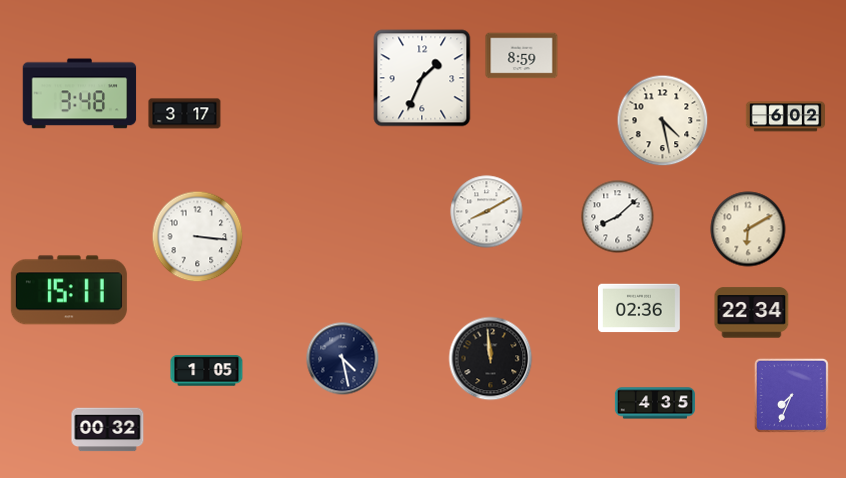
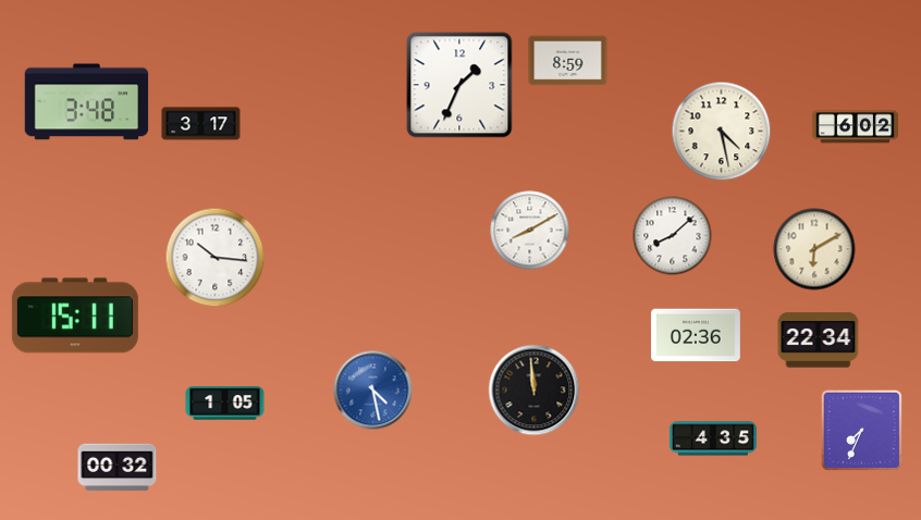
clock at (198, 237): 3:16 -> 10:16
clock at (343, 359) dial: navy -> blue
